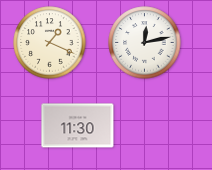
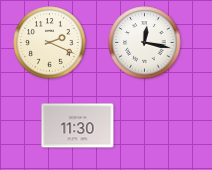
clock at (50, 43): 1:19 -> 2:19
clock at (145, 43): 12:13 -> 12:17
